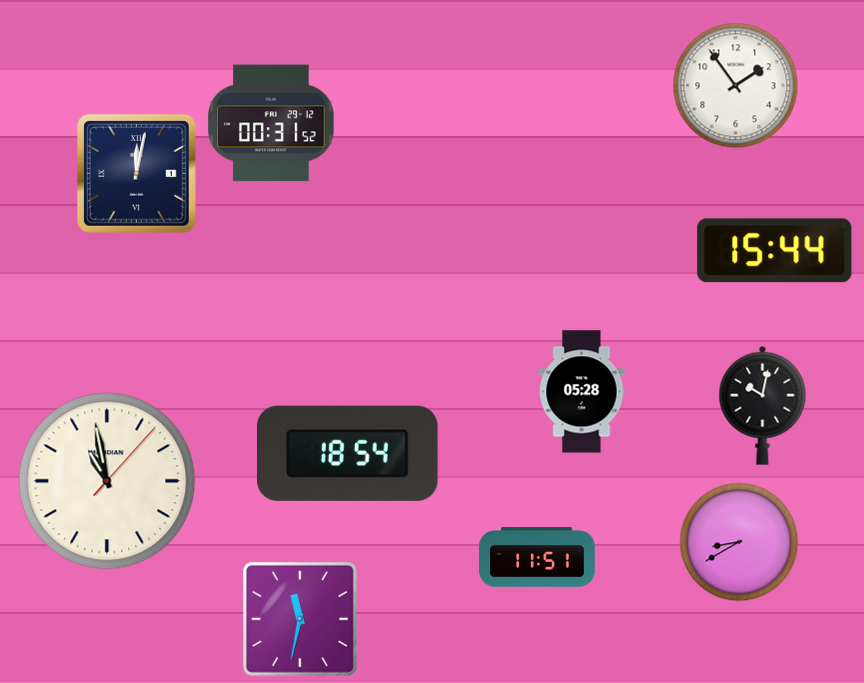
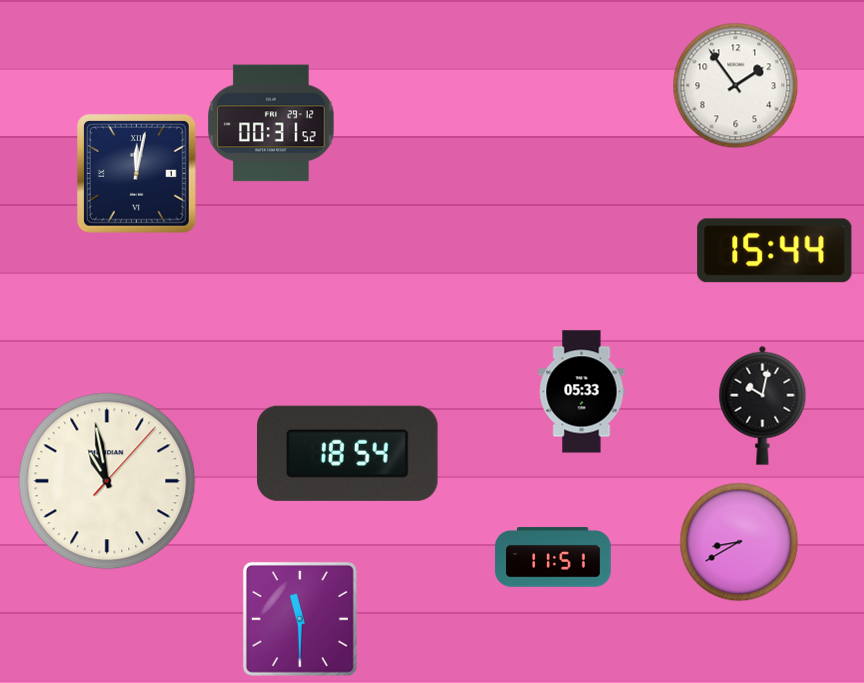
clock at (582, 392): 05:28 -> 05:33
clock at (537, 557) position: (537, 557) -> (553, 557)
clock at (300, 619): 11:32 -> 11:30
